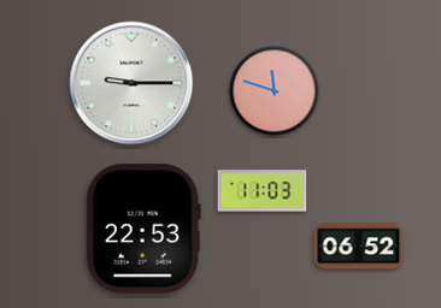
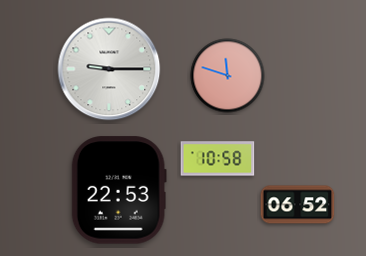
clock at (263, 191): 11:03 -> 10:58
